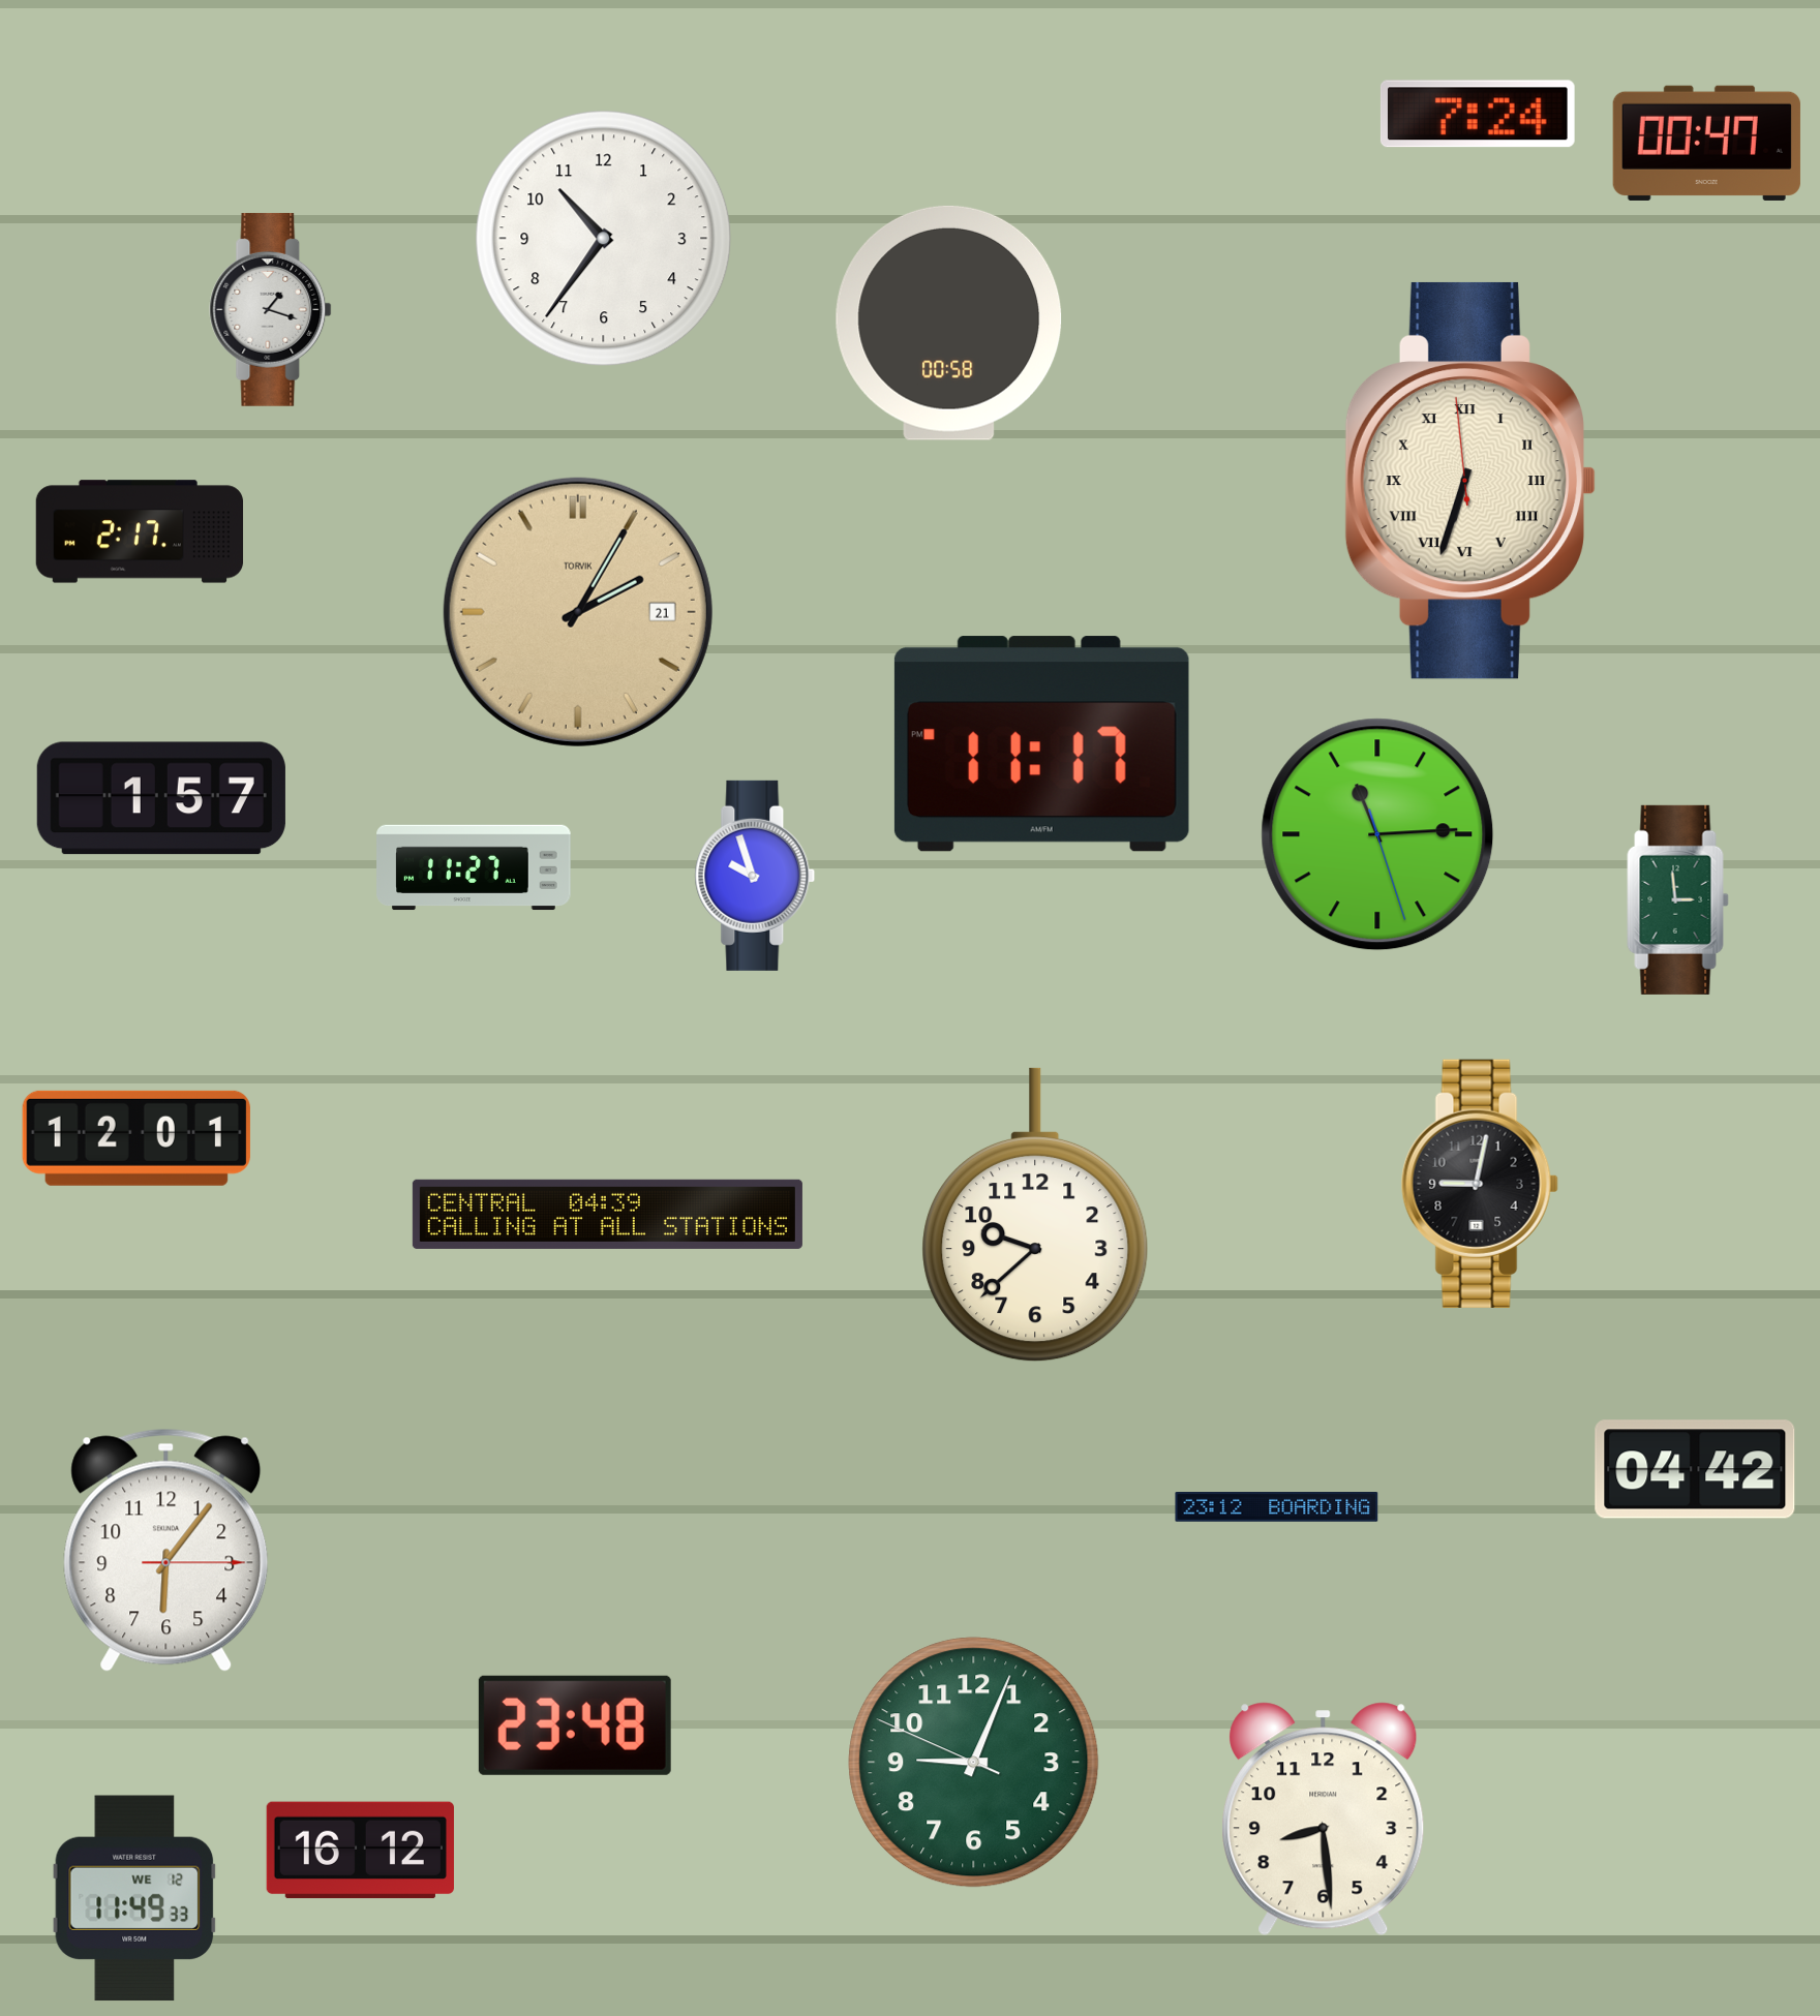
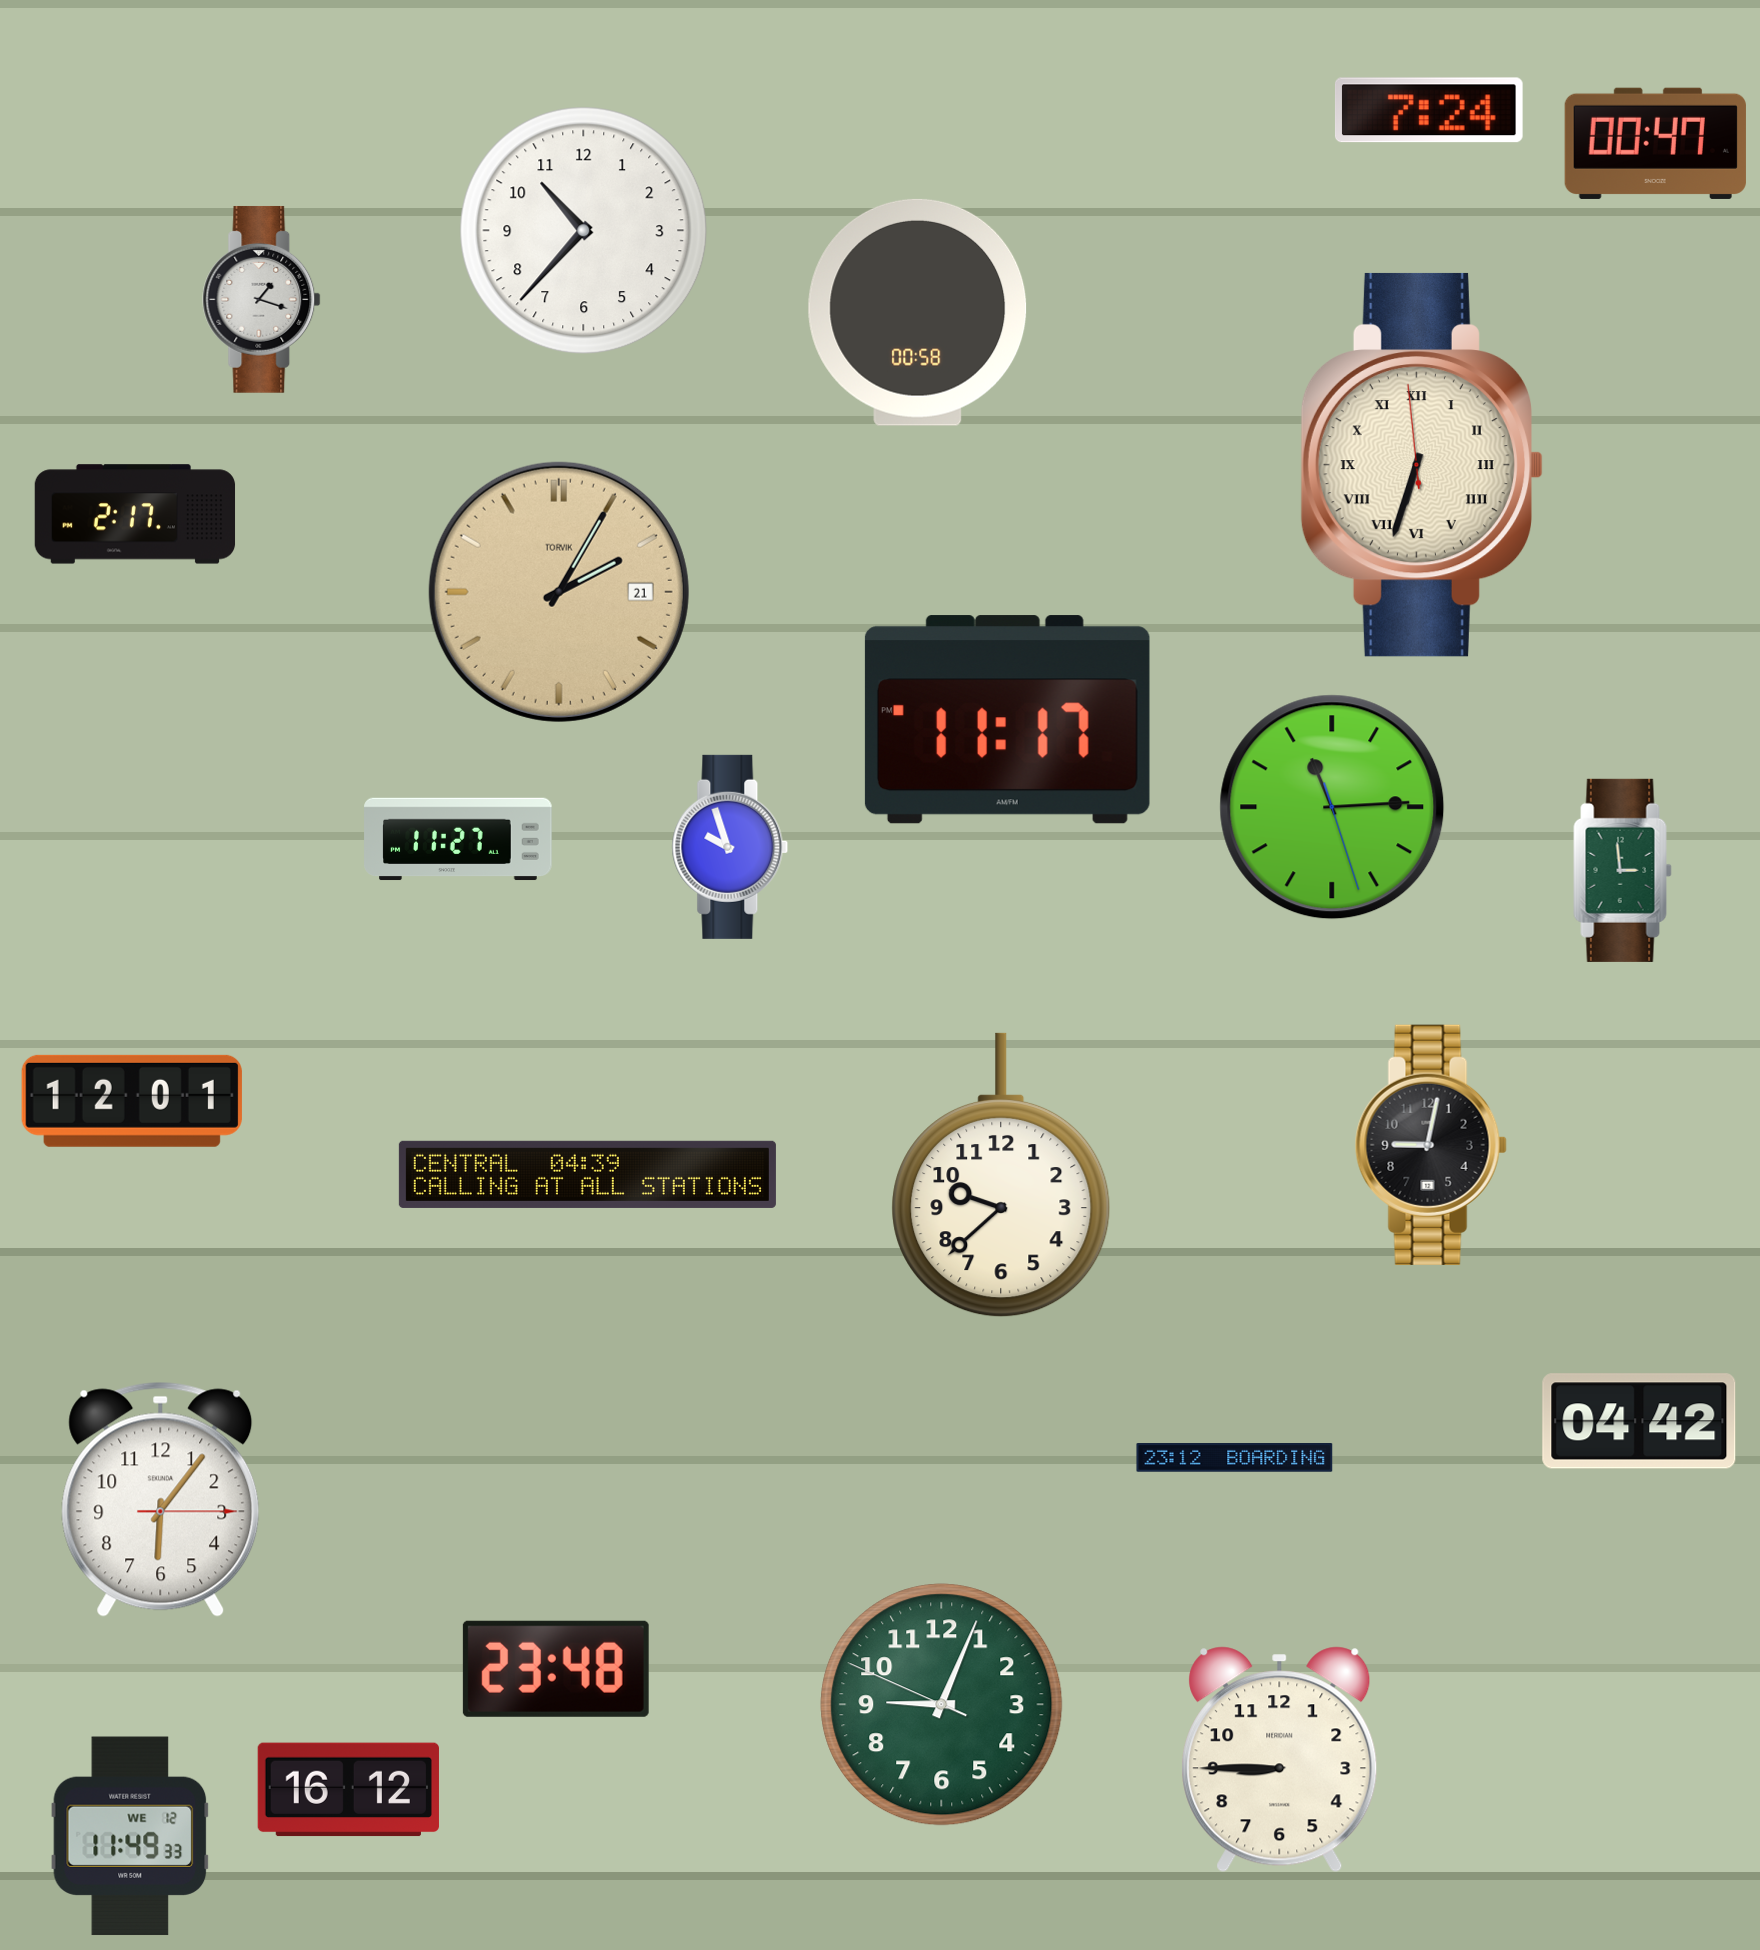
clock at (1706, 143) position: (1706, 143) -> (1655, 143)
clock at (604, 239): 10:36 -> 10:37
clock at (161, 798): 1:57 -> none
clock at (1324, 1820): 8:29 -> 8:45
